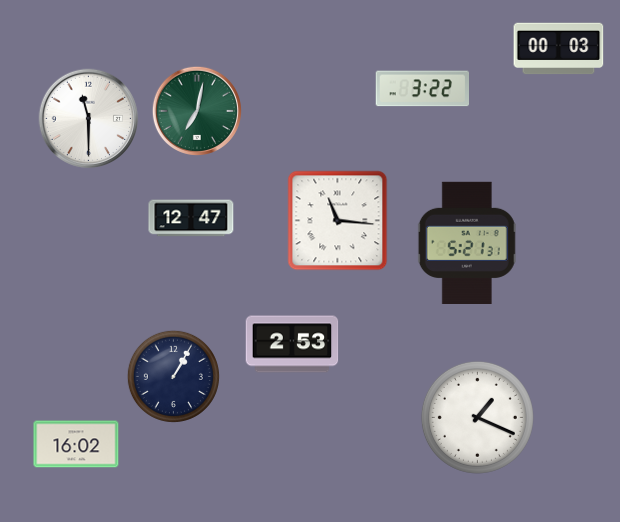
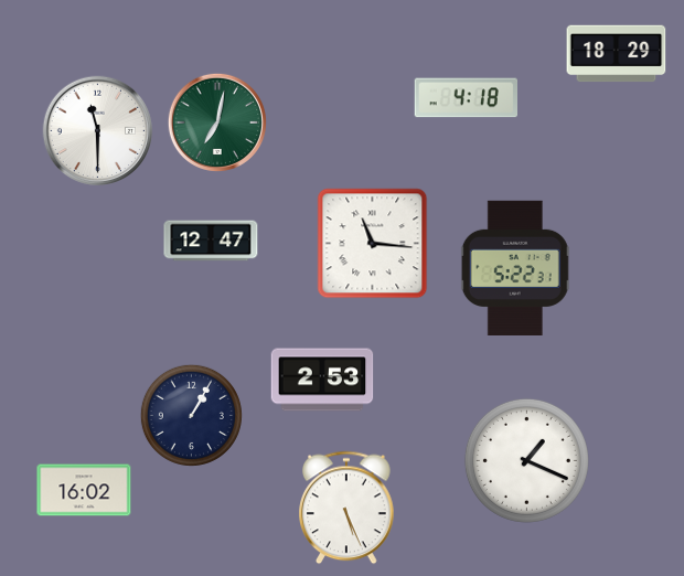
clock at (559, 49): 00:03 -> 18:29
clock at (422, 89): 3:22 -> 4:18
clock at (467, 242): 5:21 -> 5:22
clock at (346, 508): none -> 5:26
